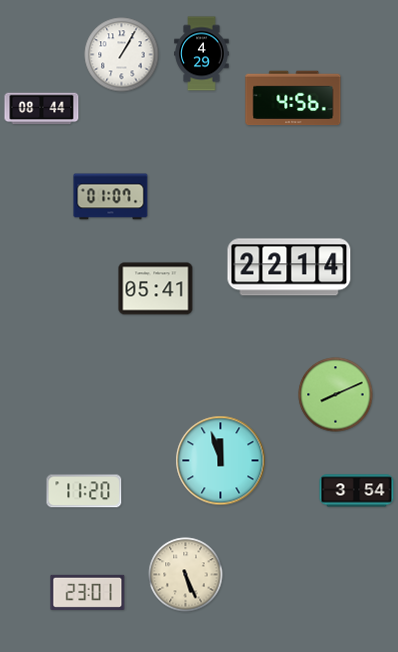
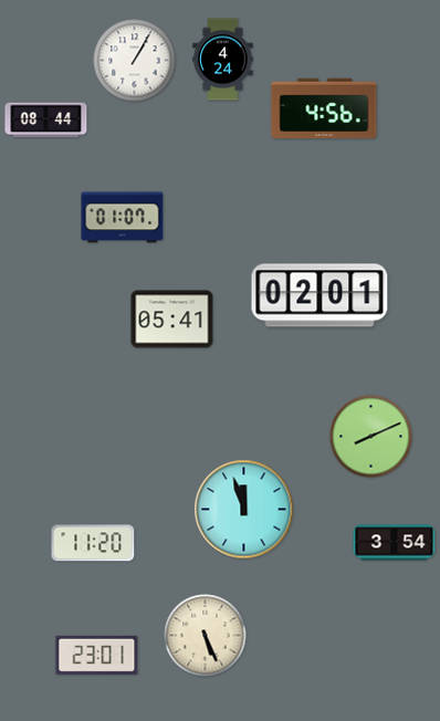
clock at (202, 54): 4:29 -> 4:24
clock at (289, 267): 22:14 -> 02:01
